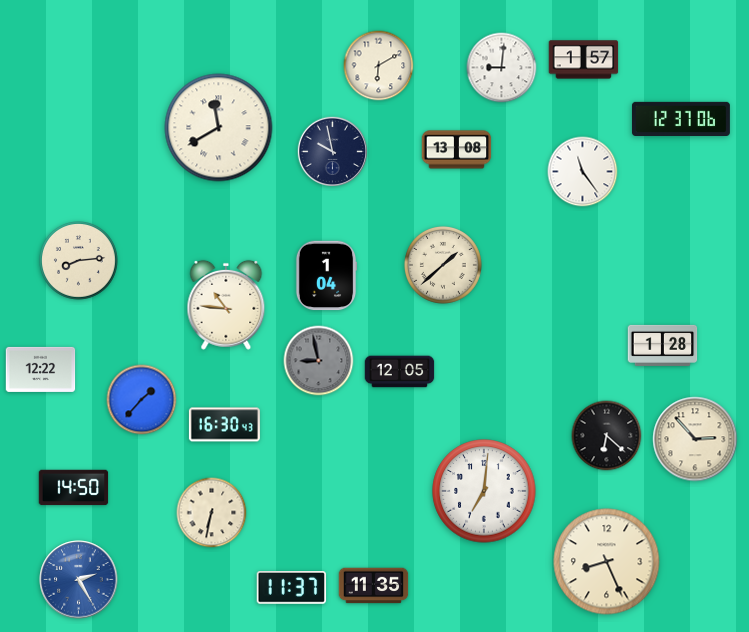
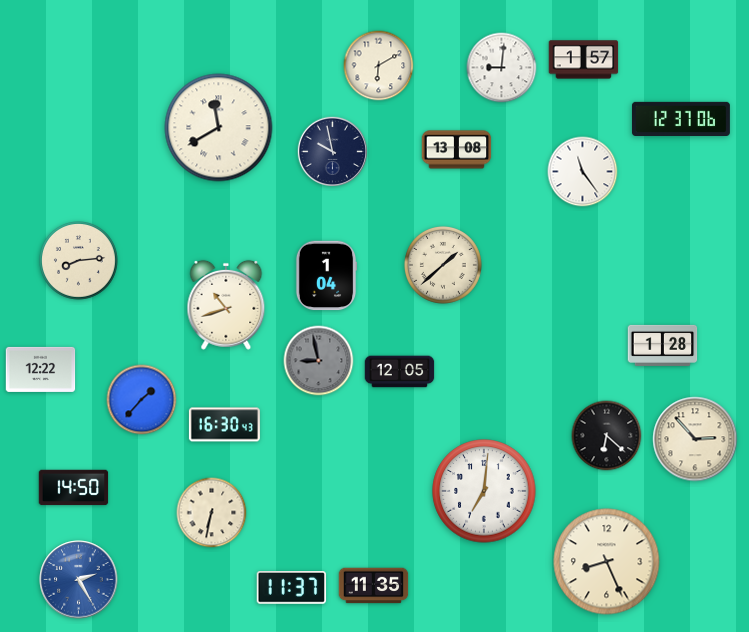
clock at (226, 305): 10:46 -> 10:42
